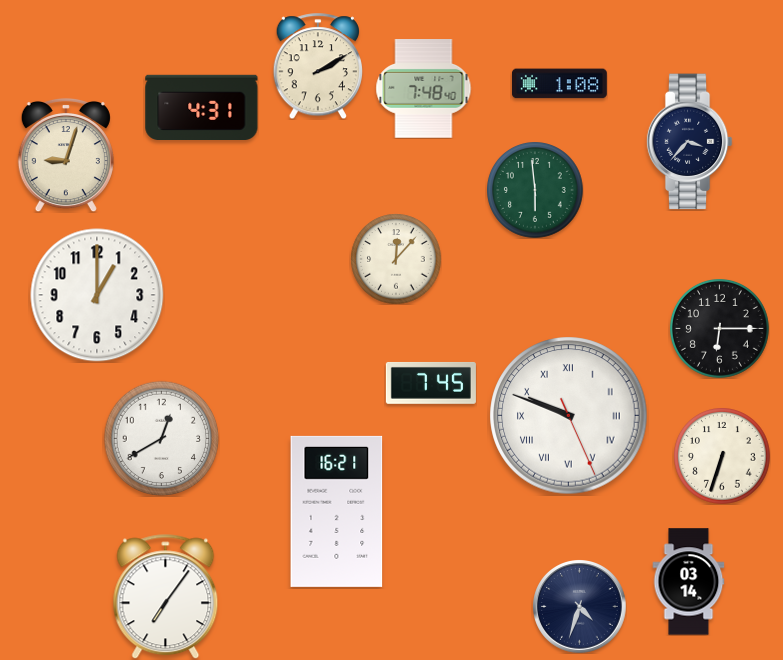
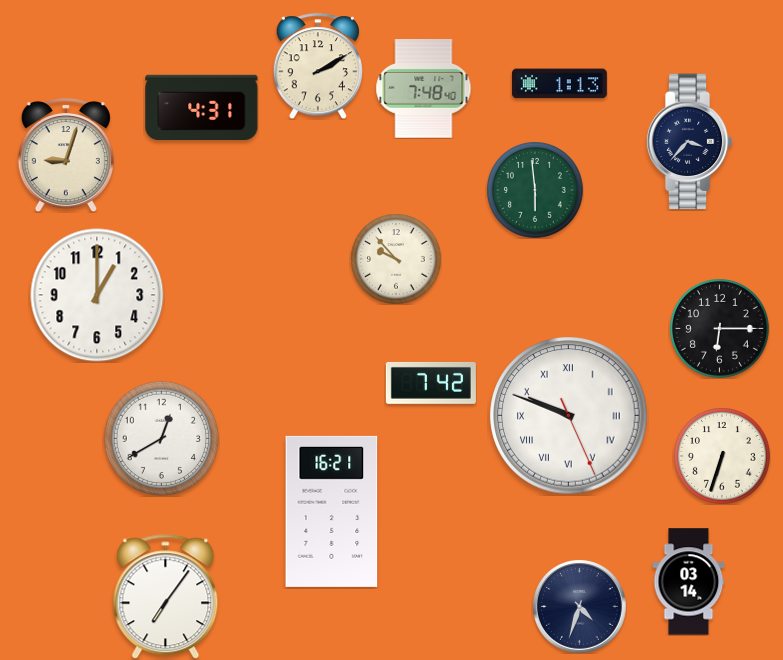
clock at (559, 84): 1:08 -> 1:13
clock at (396, 259): 12:07 -> 9:53
clock at (431, 383): 7:45 -> 7:42
clock at (337, 511) position: (337, 511) -> (332, 511)
